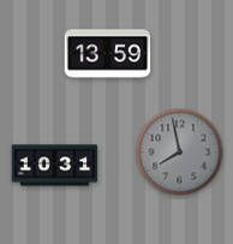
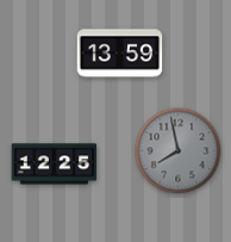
clock at (108, 54) position: (108, 54) -> (120, 54)
clock at (55, 166): 10:31 -> 12:25
